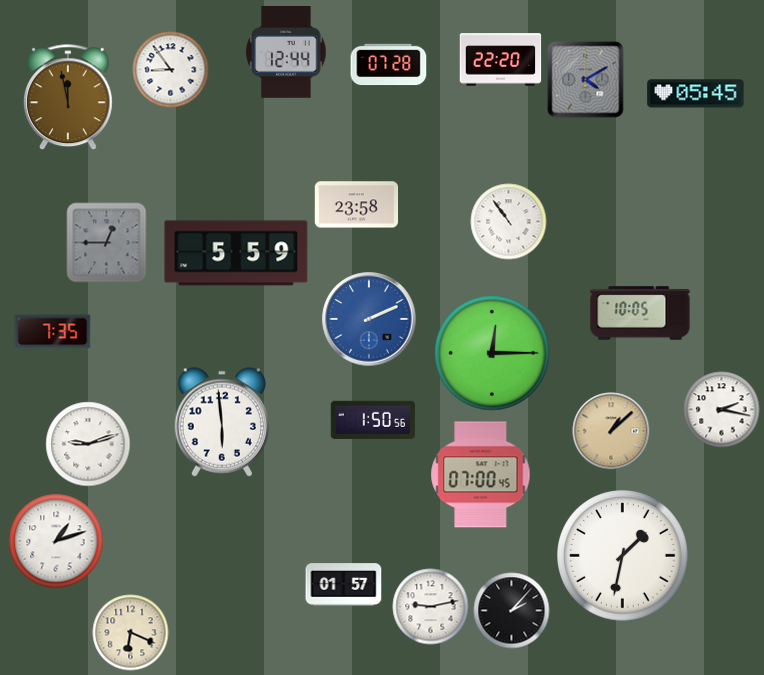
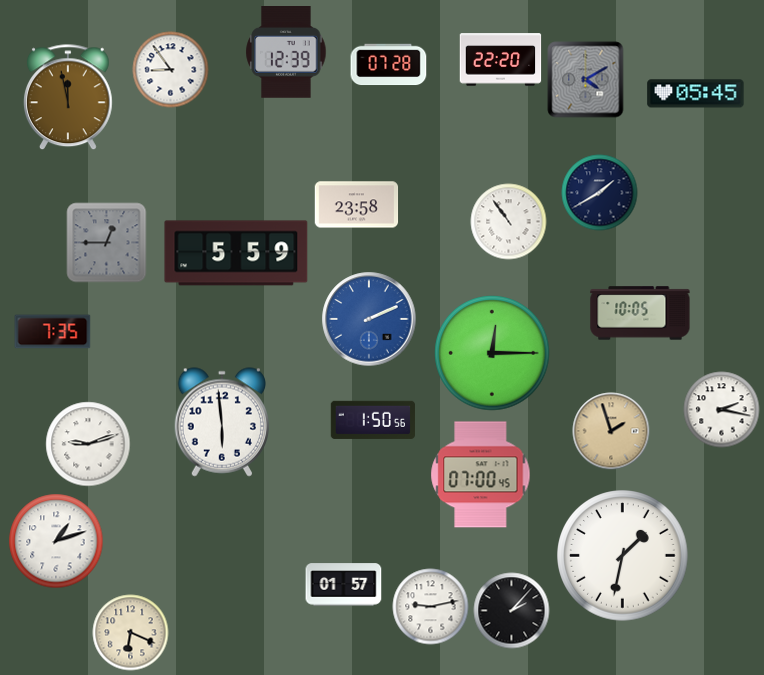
clock at (286, 53): 12:44 -> 12:39
clock at (600, 193): none -> 1:40
clock at (611, 431): 1:08 -> 1:57
